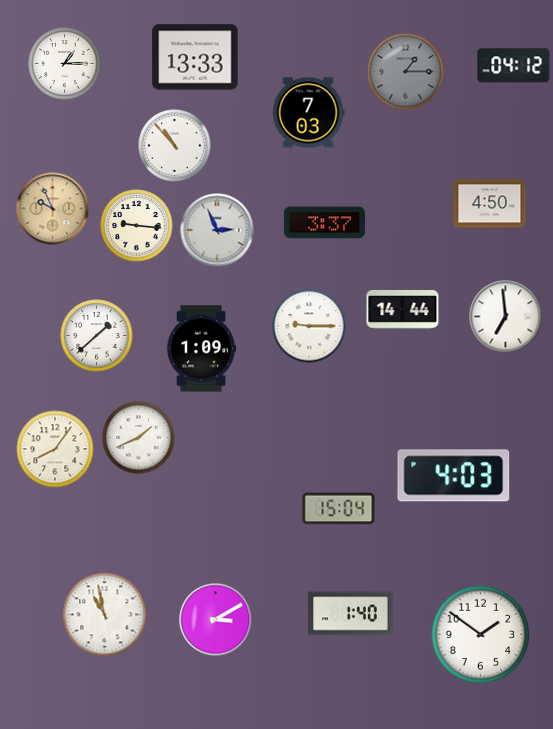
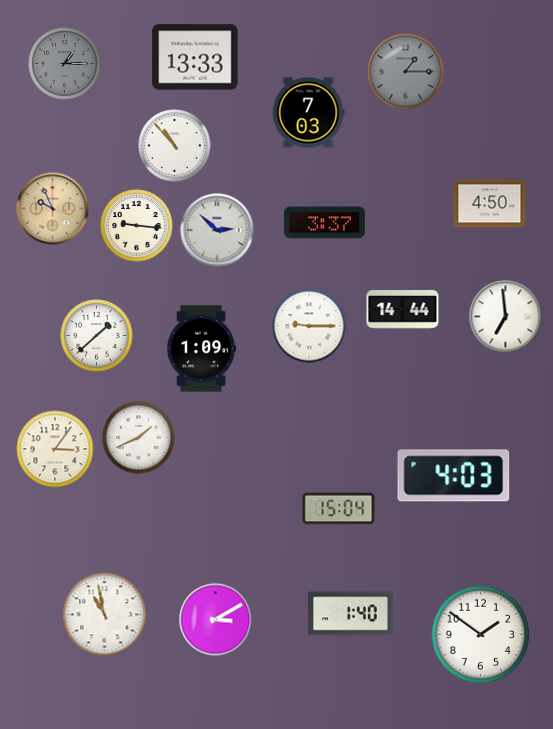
clock at (65, 64) dial: white -> grey
clock at (514, 66): 04:12 -> none
clock at (217, 230): 2:56 -> 2:52
clock at (55, 449): 8:06 -> 3:06
